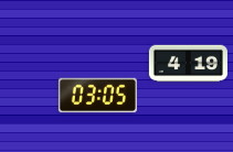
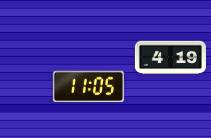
clock at (97, 96): 03:05 -> 11:05
